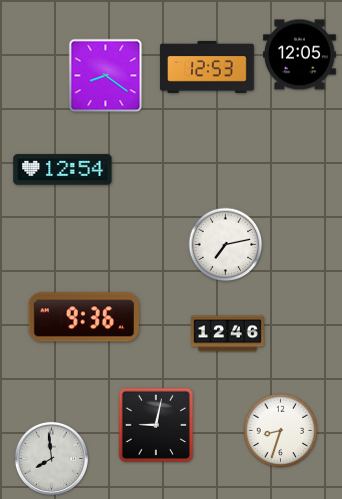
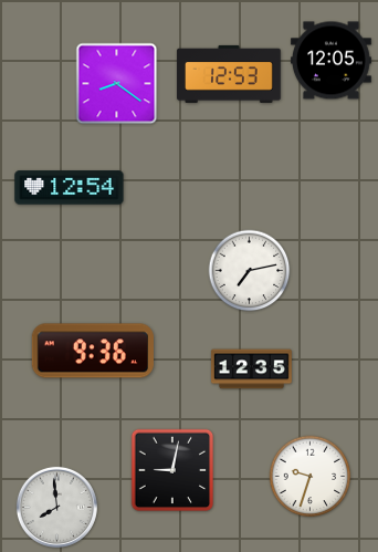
clock at (228, 334): 12:46 -> 12:35
clock at (281, 431): 8:33 -> 9:33
